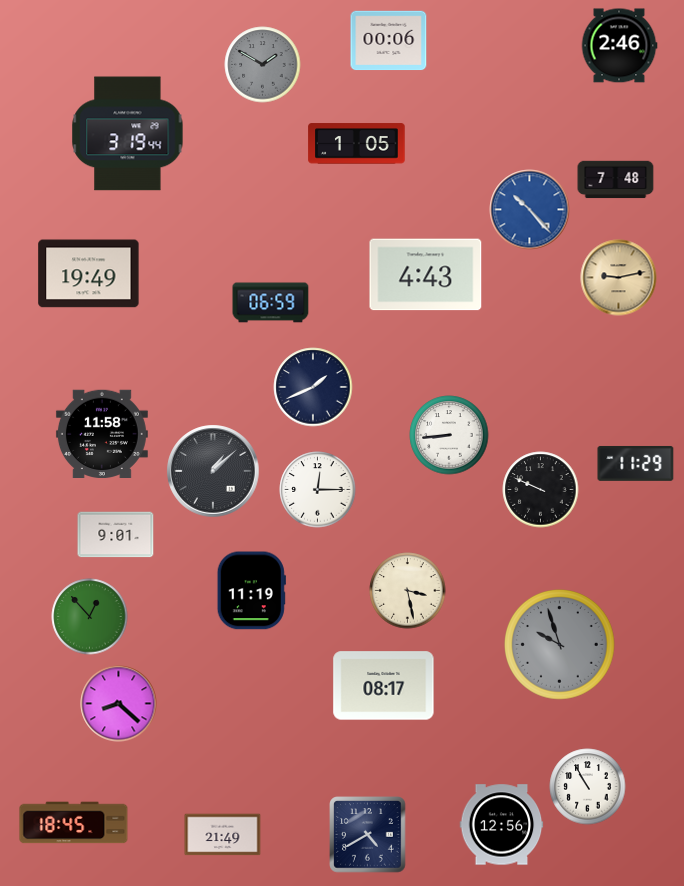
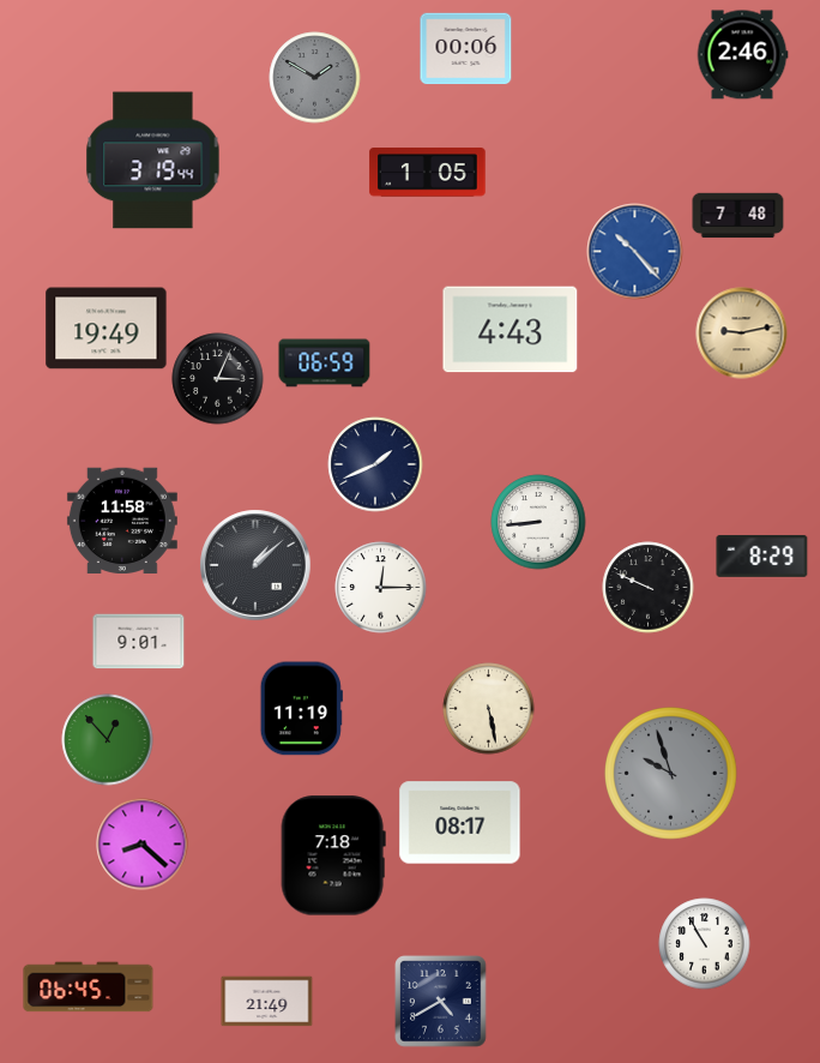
clock at (218, 379): none -> 3:04
clock at (636, 463): 11:29 -> 8:29
clock at (408, 591): 3:28 -> 5:28
clock at (333, 855): none -> 7:18
clock at (74, 823): 18:45 -> 06:45
clock at (502, 825): 12:56 -> none
